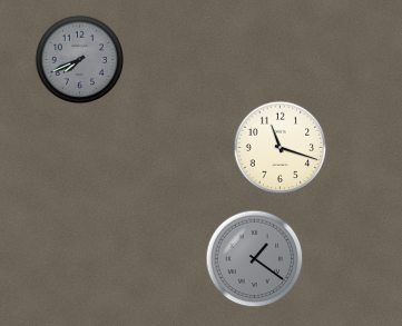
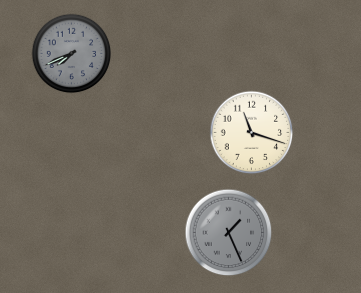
clock at (254, 258): 1:21 -> 1:26
